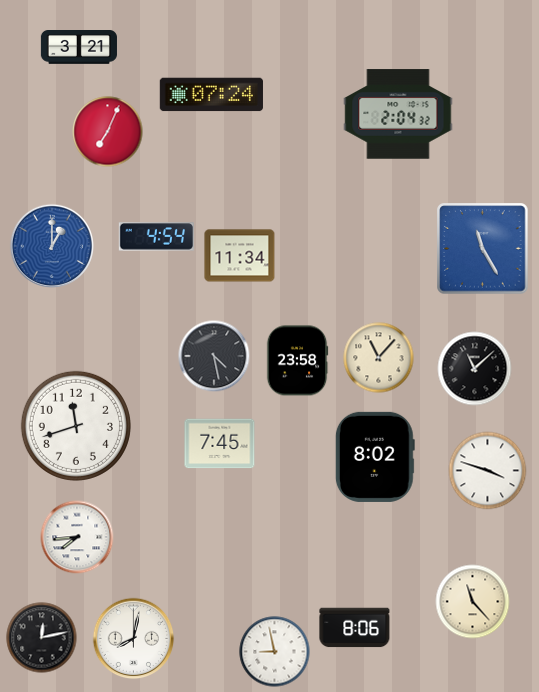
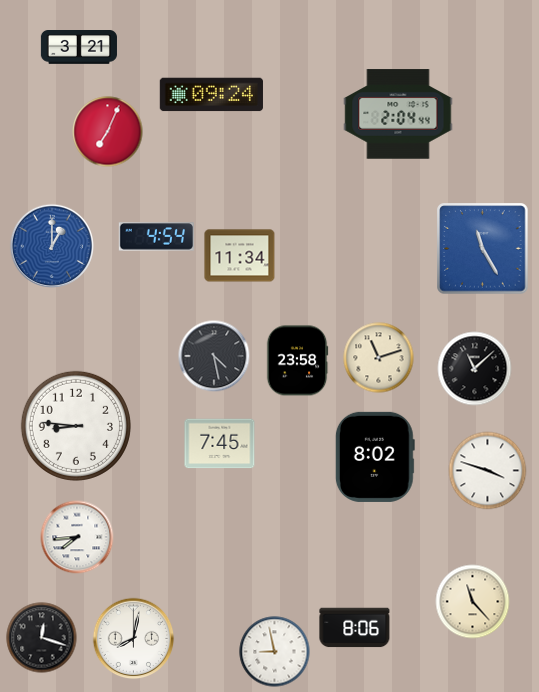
clock at (211, 95): 07:24 -> 09:24
clock at (398, 114): 2:04:32 -> 2:04:44
clock at (379, 358): 11:07 -> 11:12
clock at (76, 426): 11:42 -> 8:46
clock at (42, 638): 12:13 -> 12:18
